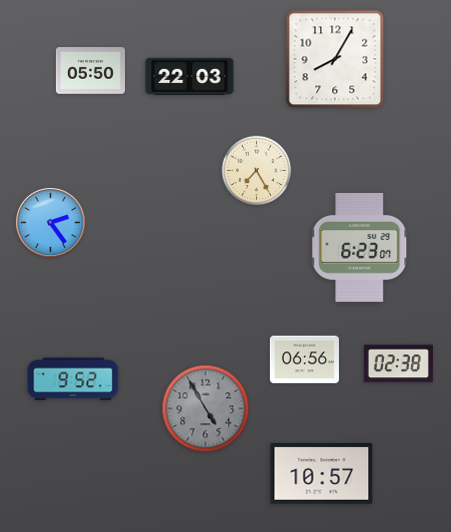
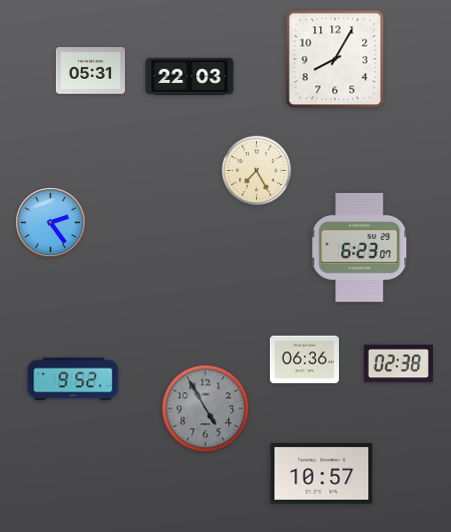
clock at (90, 71): 05:50 -> 05:31
clock at (304, 360): 06:56 -> 06:36
